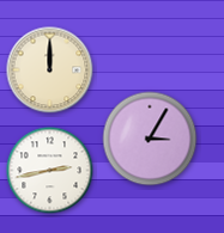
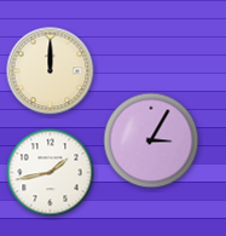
clock at (50, 171): 2:43 -> 1:43
